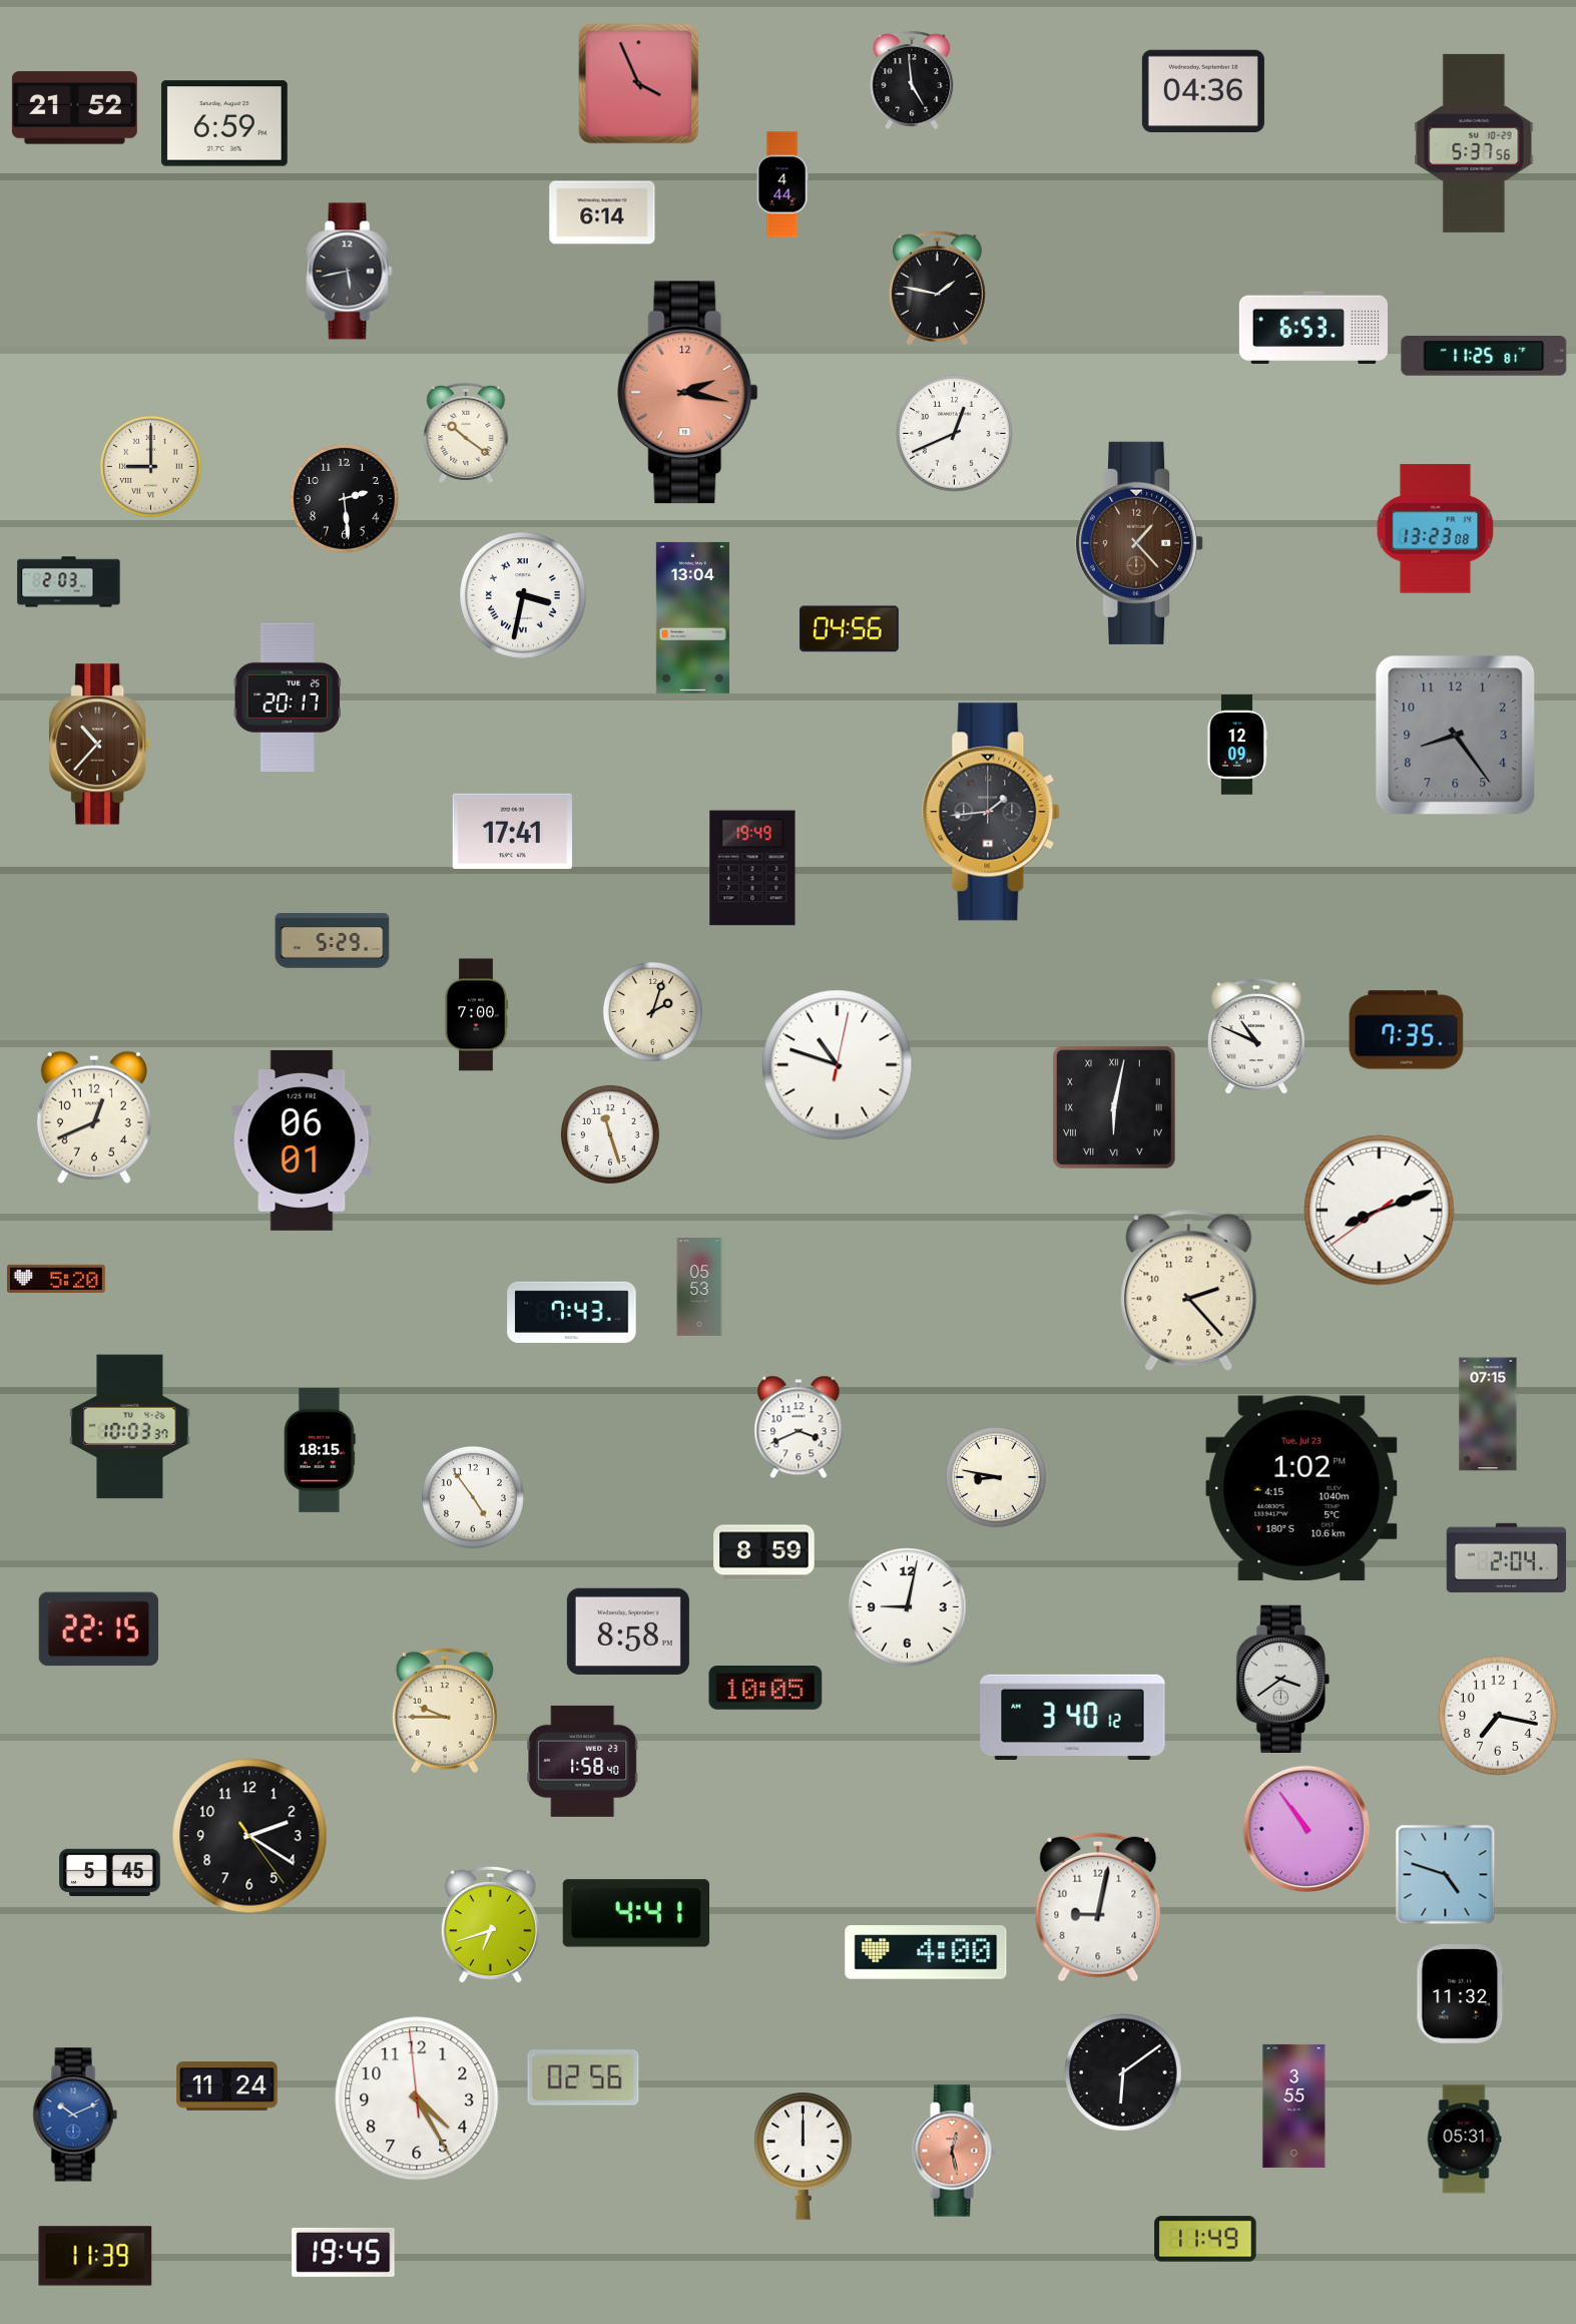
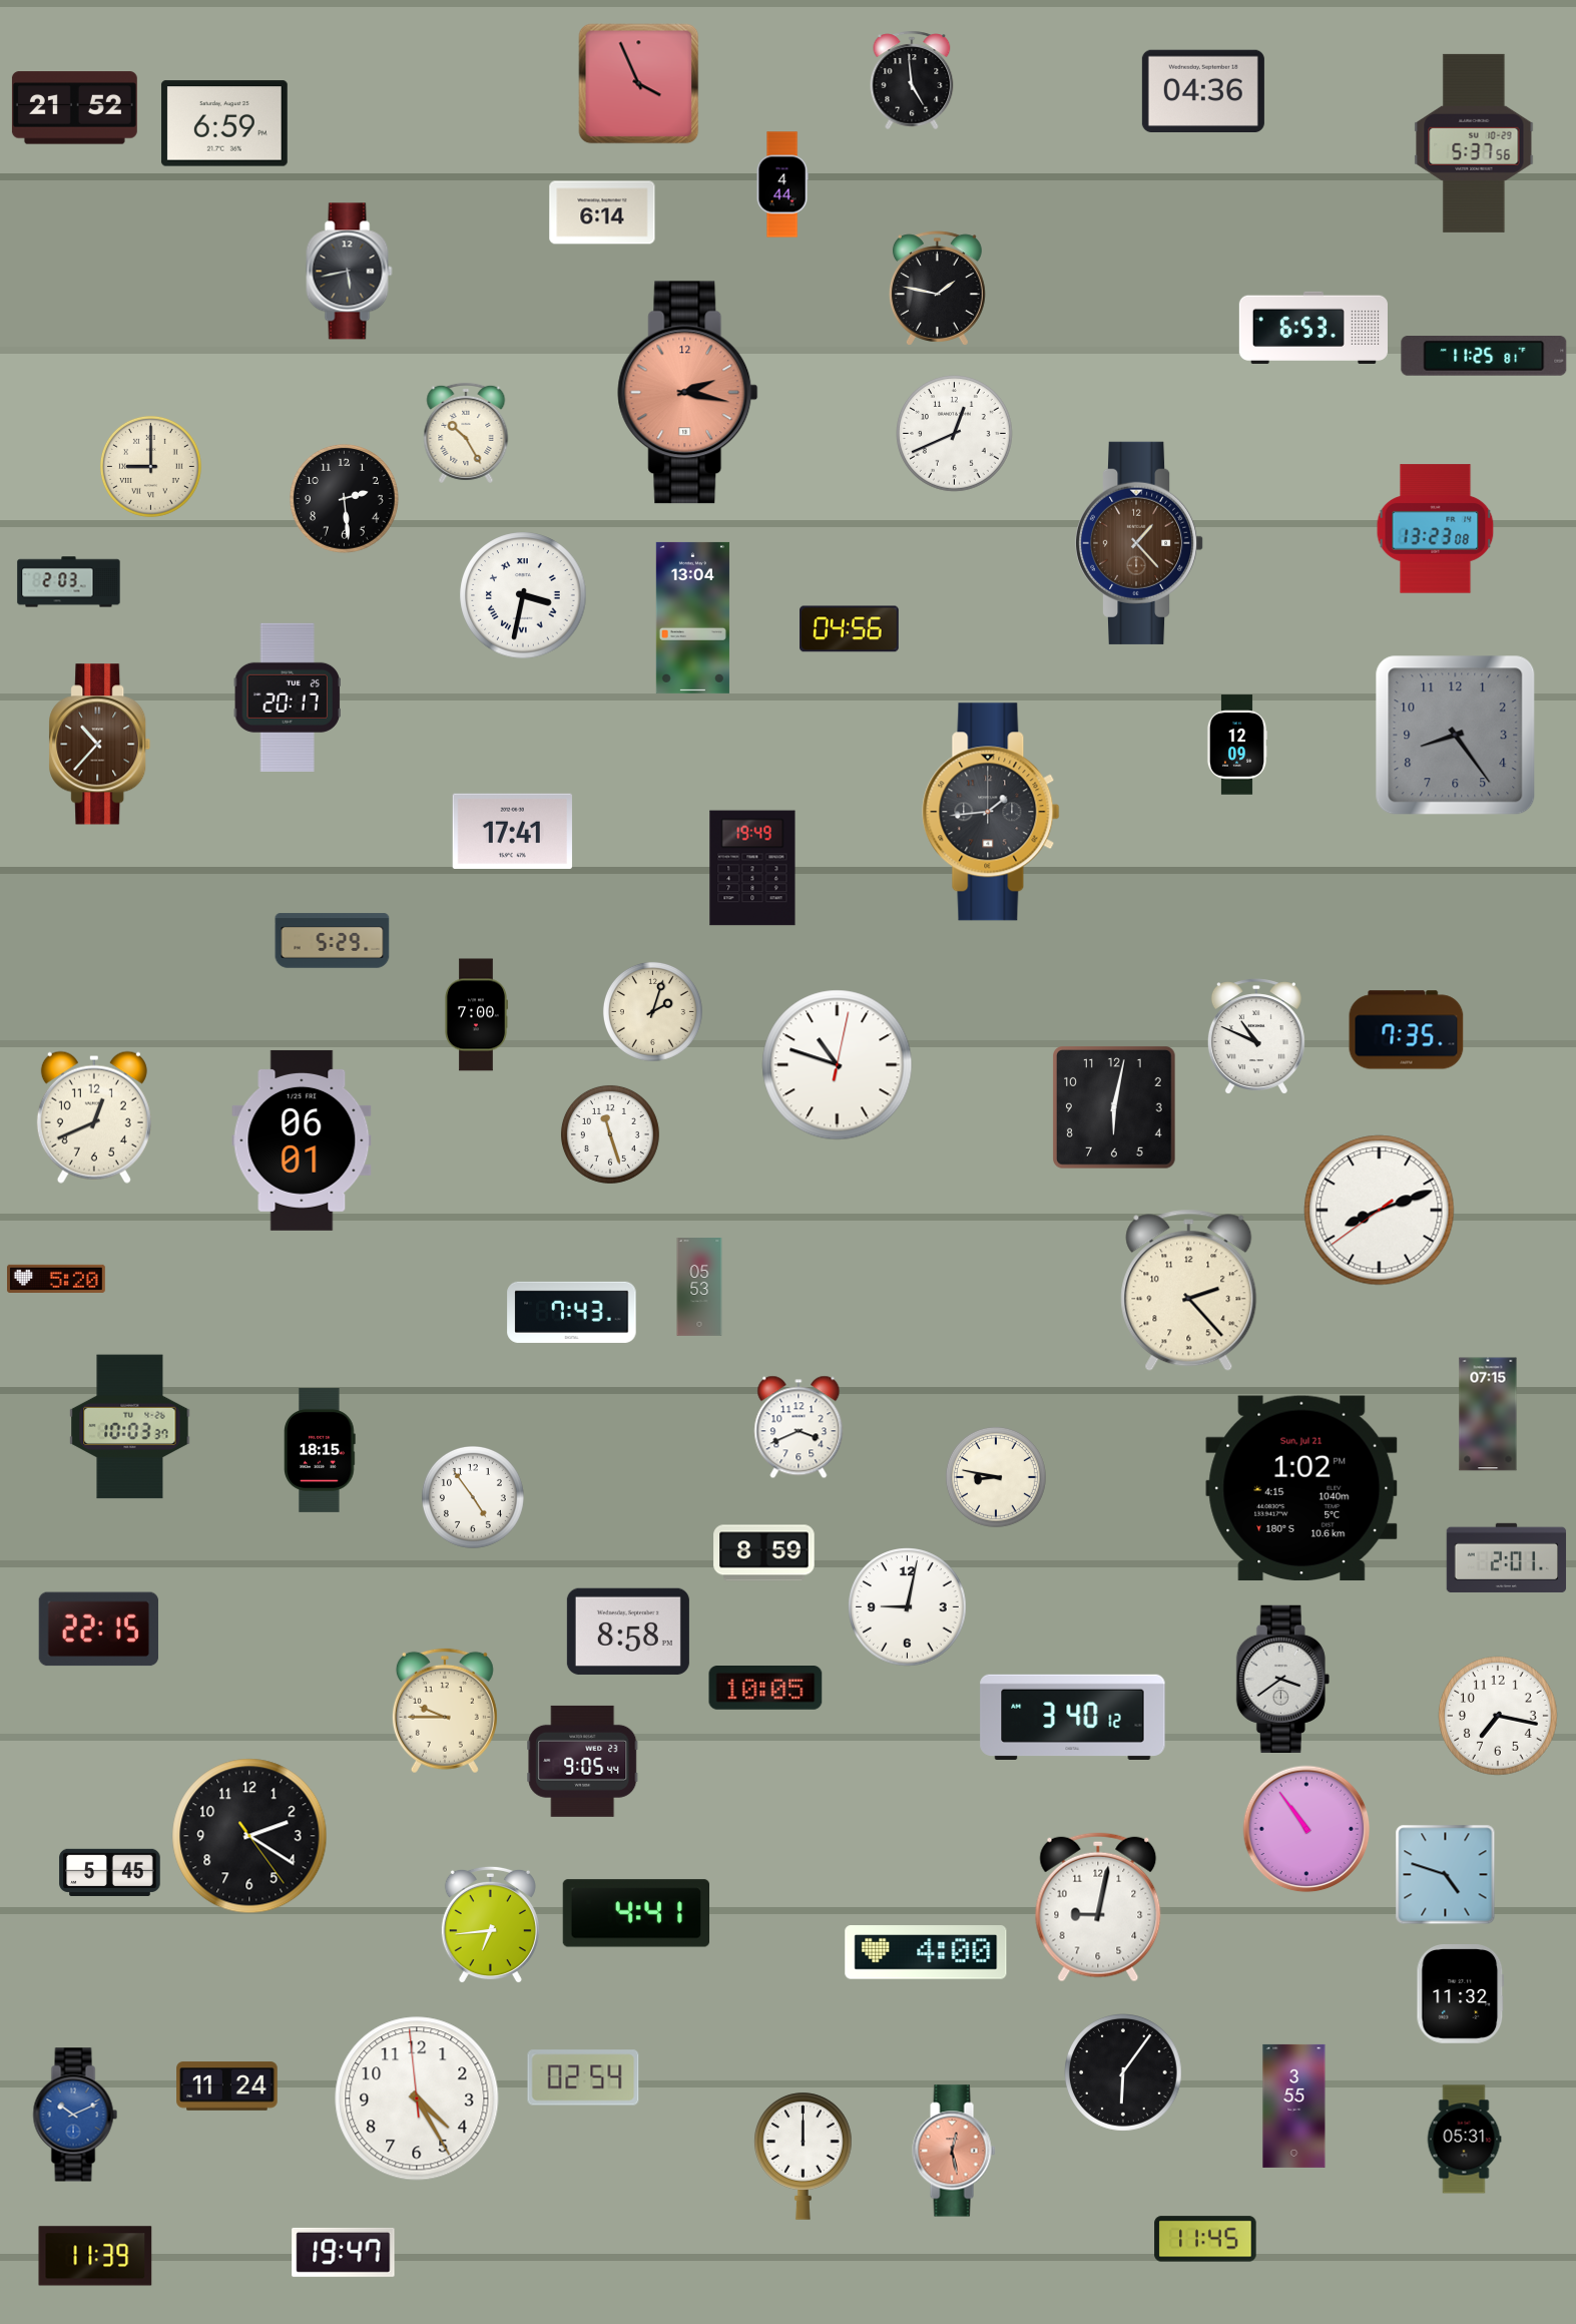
clock at (466, 433): 10:21 -> 10:25
clock at (1115, 1108) numerals: Roman -> Arabic
clock at (1301, 1488) date: Tue, Jul 23 -> Sun, Jul 21
clock at (1507, 1557): 2:04 -> 2:01
clock at (583, 1761): 1:58 -> 9:05
clock at (490, 1925): 6:42 -> 6:44
clock at (1123, 2072): 6:09 -> 6:06
clock at (583, 2077): 02:56 -> 02:54
clock at (1205, 2239): 11:49 -> 11:45
clock at (344, 2252): 19:45 -> 19:47
